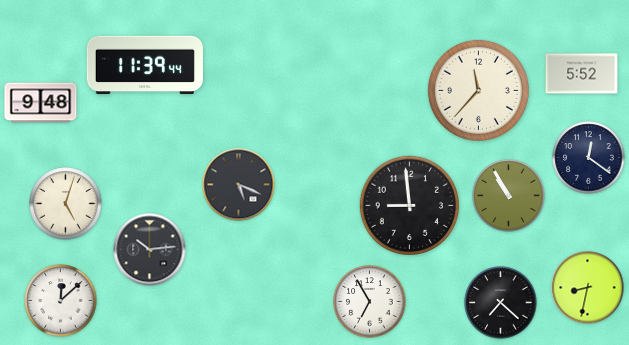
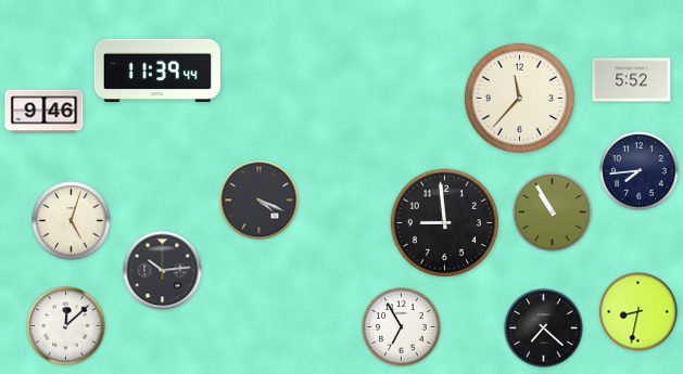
clock at (41, 103): 9:48 -> 9:46
clock at (589, 158): 12:21 -> 7:44
clock at (239, 185): 5:19 -> 4:19
